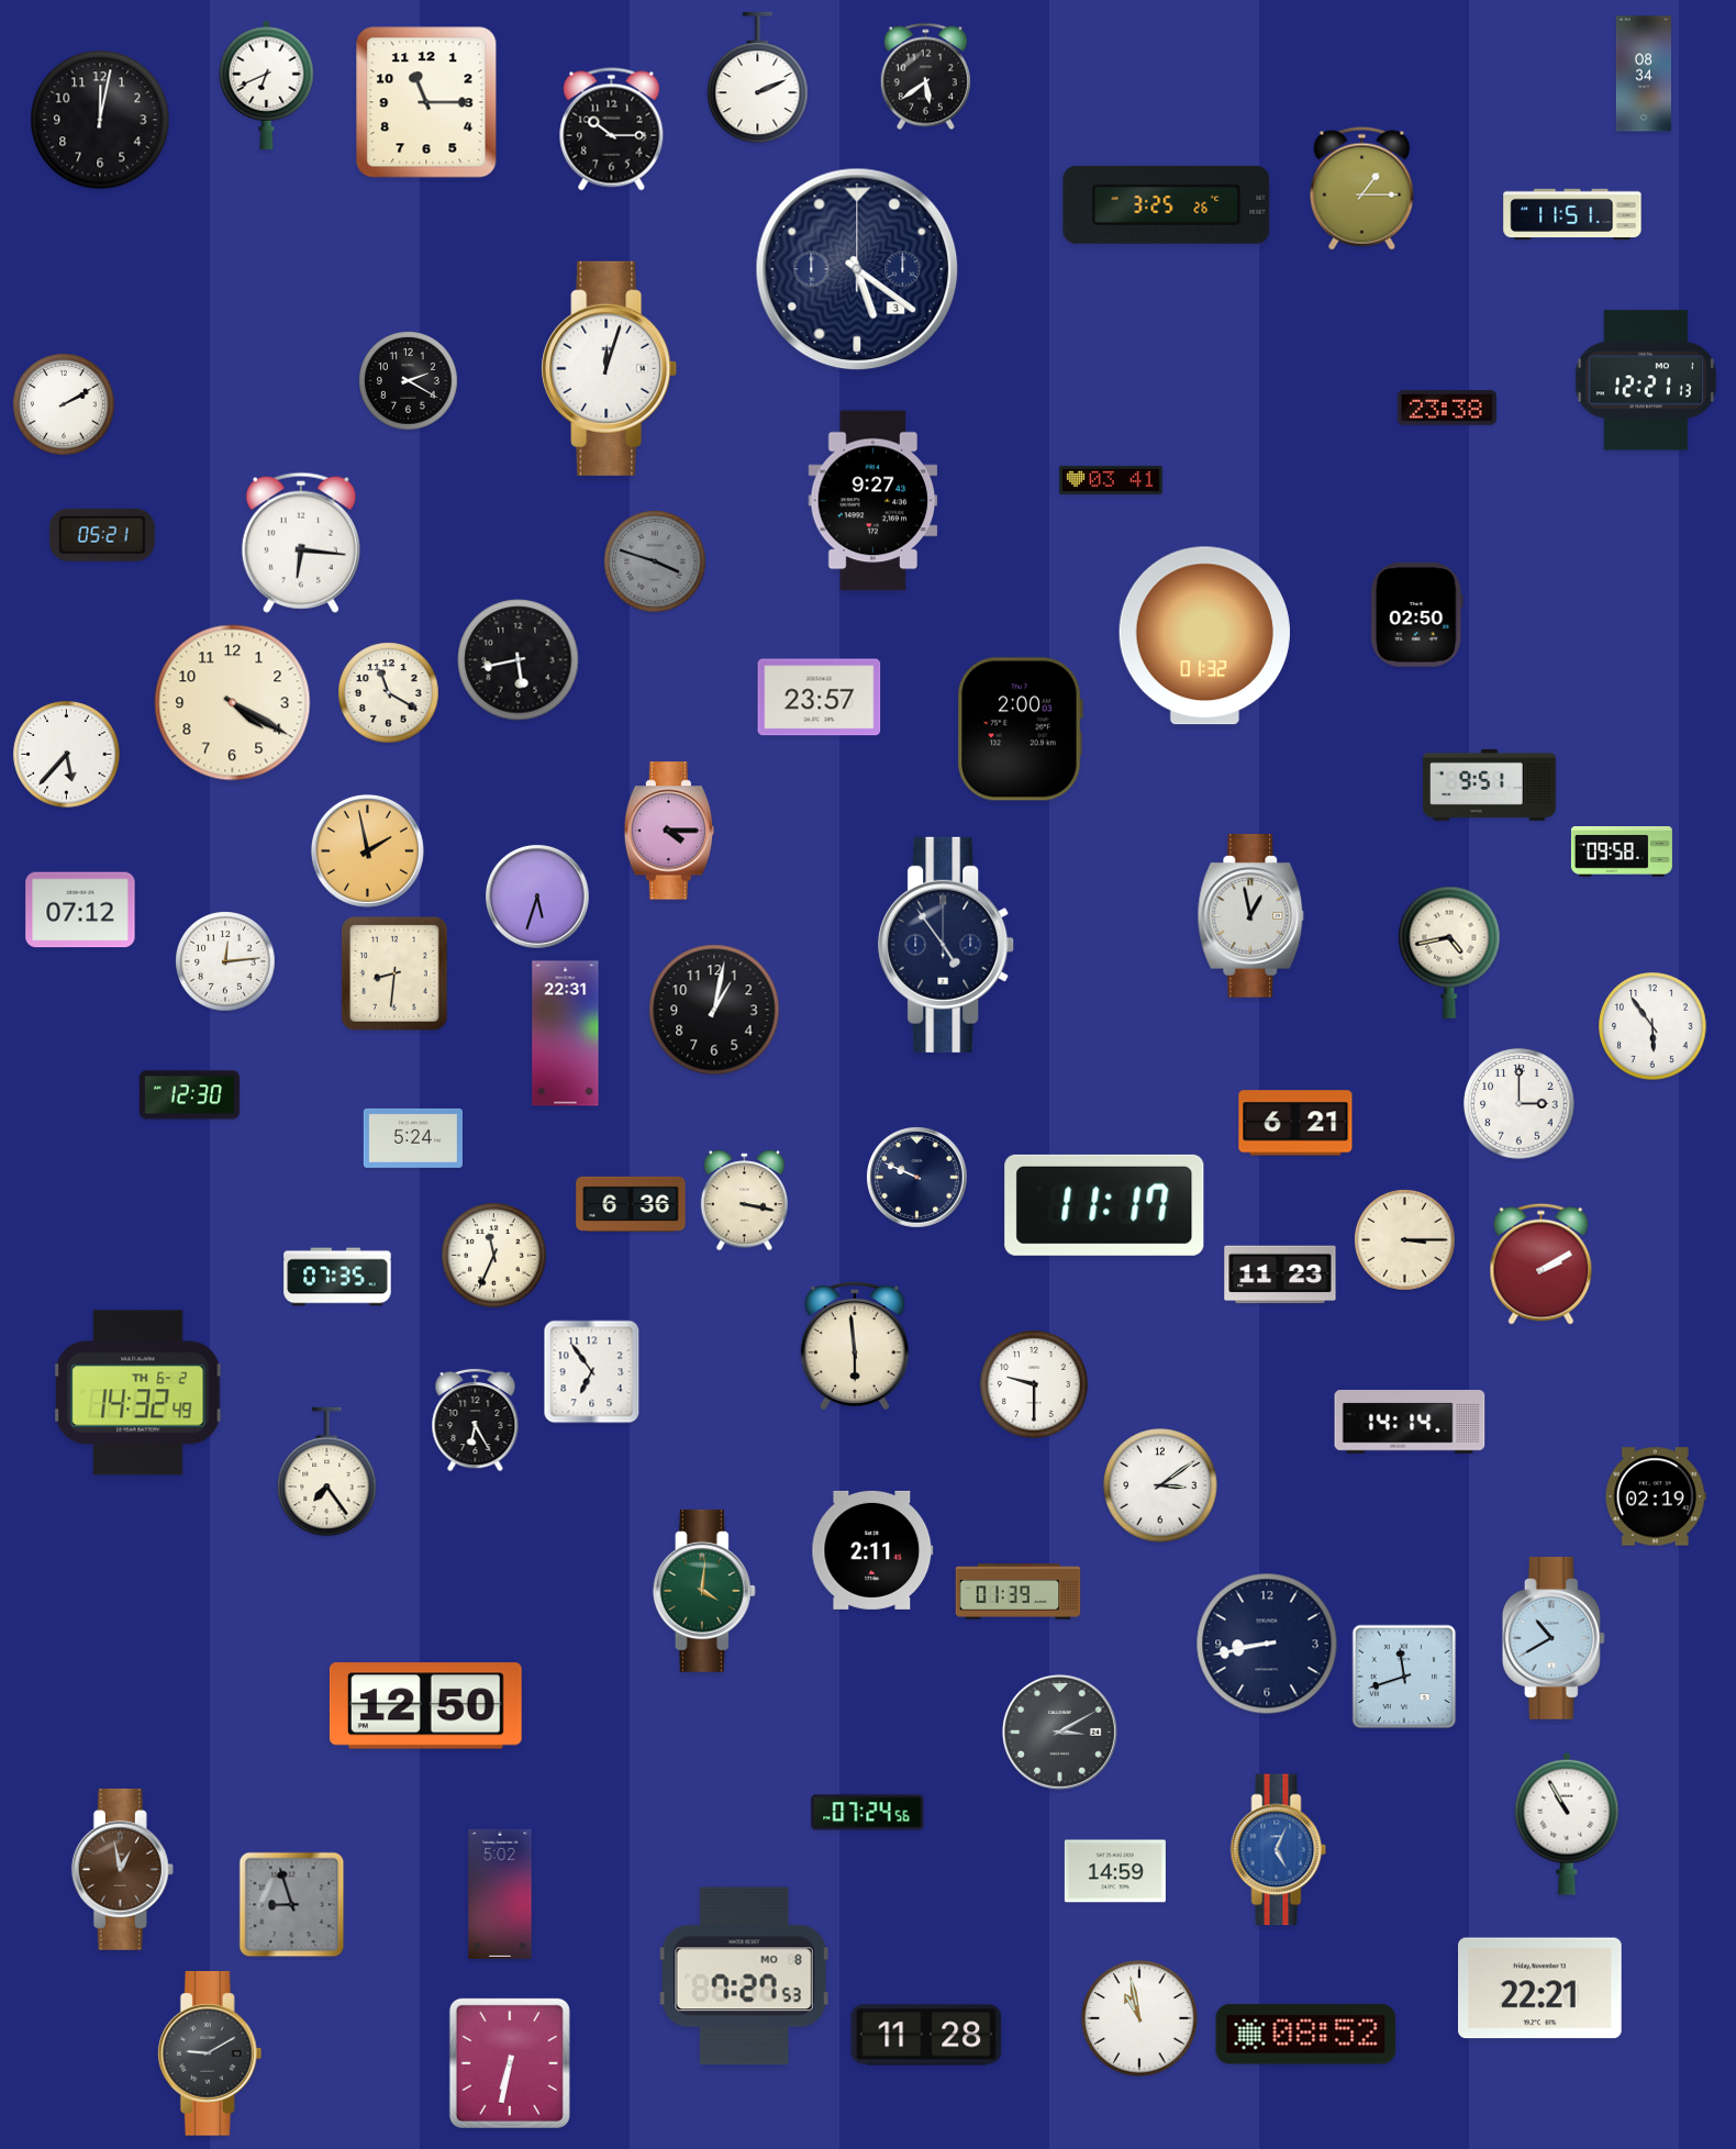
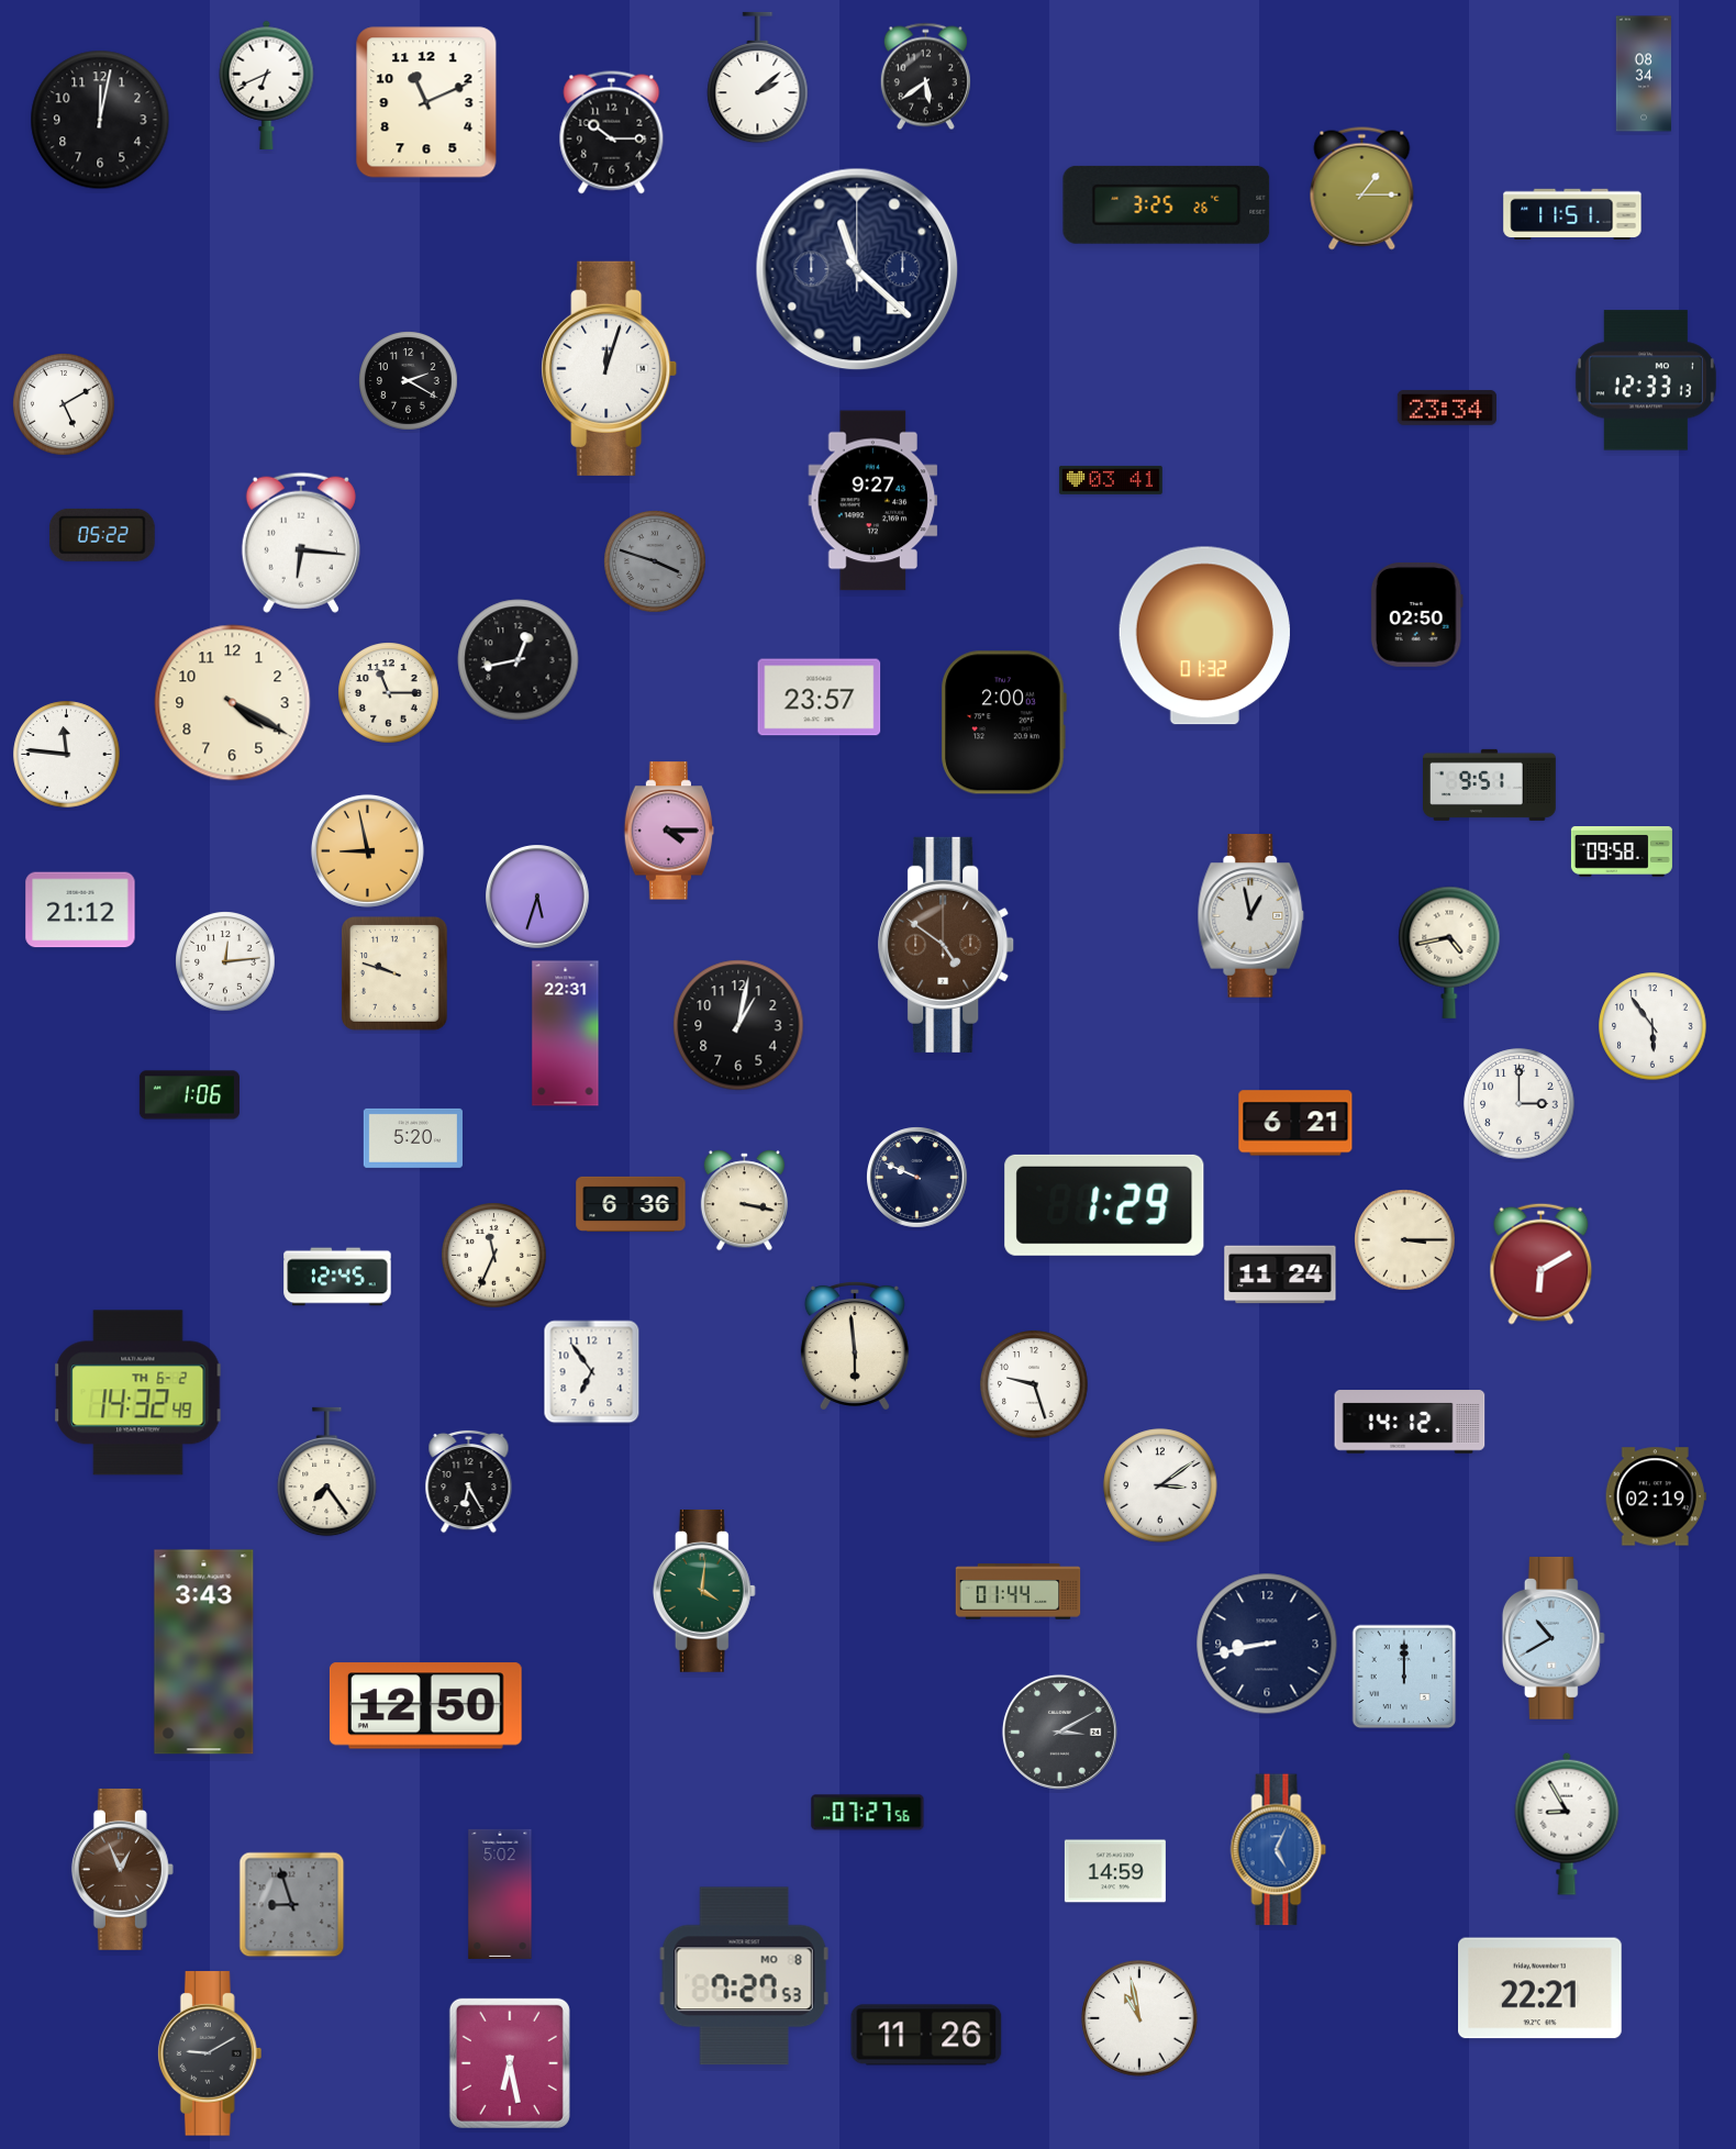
clock at (758, 78): 2:11 -> 2:08
clock at (426, 102): 11:15 -> 11:11
clock at (612, 130) position: (612, 130) -> (612, 133)
clock at (857, 269): 5:21 -> 11:22
clock at (1646, 380): 12:21 -> 12:33
clock at (64, 404): 2:10 -> 5:10
clock at (1447, 408): 23:38 -> 23:34
clock at (103, 535): 05:21 -> 05:22
clock at (519, 660): 5:43 -> 12:43
clock at (389, 693): 11:20 -> 11:15
clock at (1020, 730) position: (1020, 730) -> (1003, 723)
clock at (67, 755): 5:37 -> 11:46
clock at (367, 850): 1:58 -> 8:58
clock at (80, 910): 07:12 -> 21:12
clock at (947, 945): 4:54 -> 4:51
clock at (947, 945) dial: navy -> brown
clock at (394, 973): 8:31 -> 9:48
clock at (714, 1010) position: (714, 1010) -> (738, 1025)
clock at (189, 1095): 12:30 -> 1:06
clock at (413, 1138): 5:24 -> 5:20
clock at (1104, 1205): 11:17 -> 1:29
clock at (1542, 1263): 2:10 -> 6:10
clock at (1280, 1274): 11:23 -> 11:24
clock at (337, 1277): 07:35 -> 12:45
clock at (1034, 1384): 9:30 -> 9:27
clock at (476, 1419) position: (476, 1419) -> (469, 1481)
clock at (1410, 1422): 14:14 -> 14:12
clock at (872, 1550): 2:11 -> none
clock at (1019, 1592): 01:39 -> 01:44
clock at (204, 1652): none -> 3:43
clock at (1404, 1677): 11:42 -> 12:00
clock at (868, 1813): 07:24 -> 07:27
clock at (1567, 1824): 10:55 -> 8:55
clock at (122, 1869): 12:58 -> 12:56
clock at (926, 2035): 11:28 -> 11:26
clock at (1306, 2035): 08:52 -> none
clock at (510, 2063): 6:32 -> 6:28
